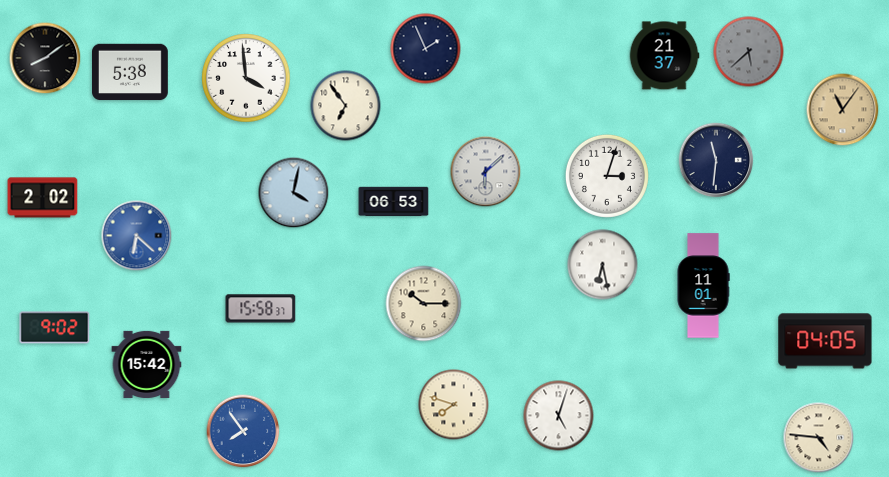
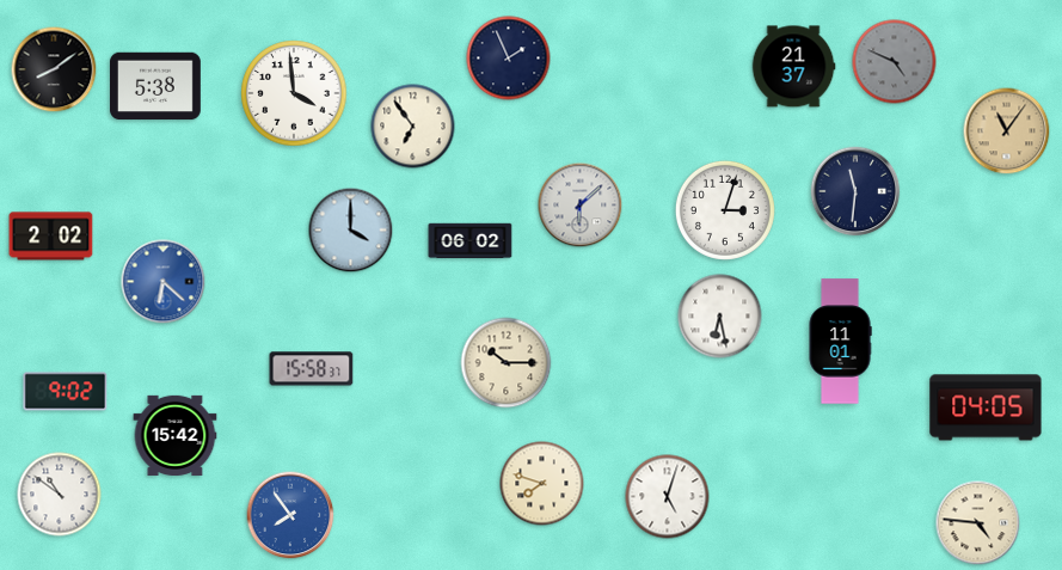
clock at (749, 52): 5:38 -> 4:49
clock at (294, 193): 4:02 -> 4:00
clock at (394, 202): 06:53 -> 06:02
clock at (60, 495): none -> 10:51
